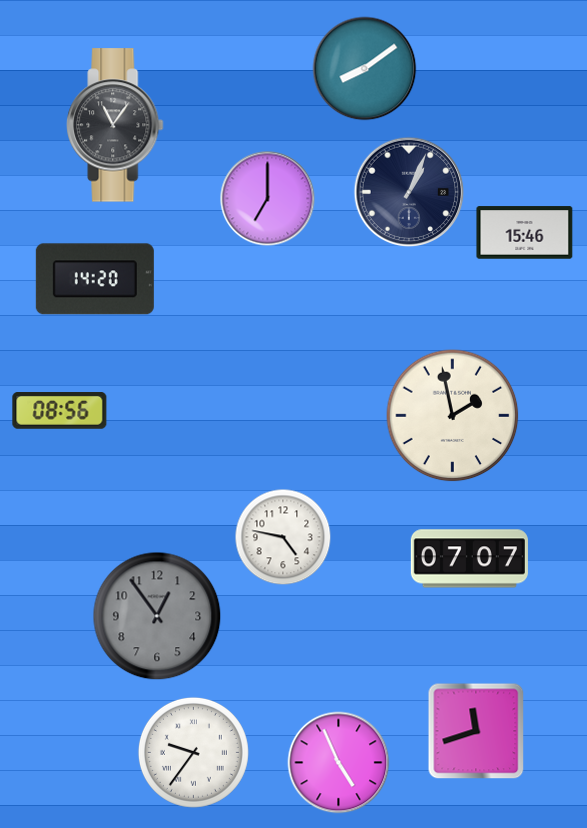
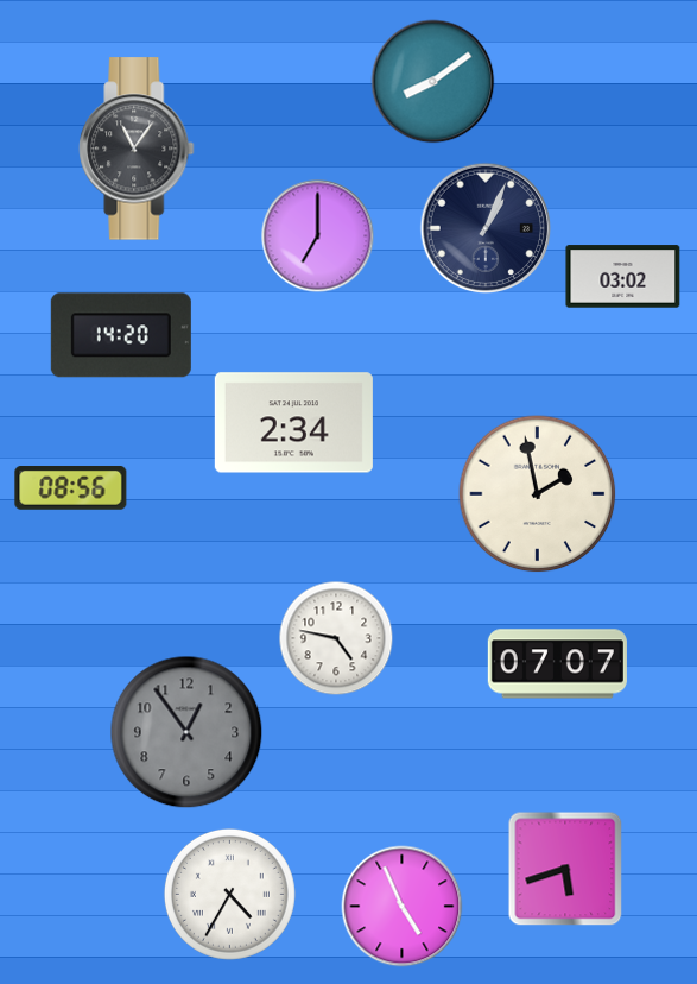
clock at (525, 233): 15:46 -> 03:02
clock at (95, 279) position: (95, 279) -> (121, 335)
clock at (293, 423): none -> 2:34
clock at (476, 731): 11:42 -> 5:42
clock at (193, 752): 9:36 -> 4:35
